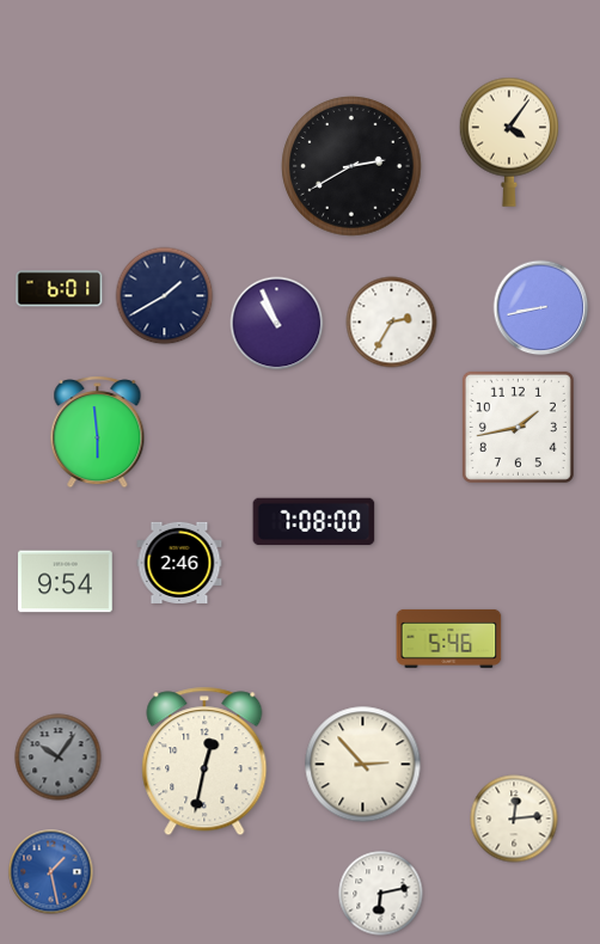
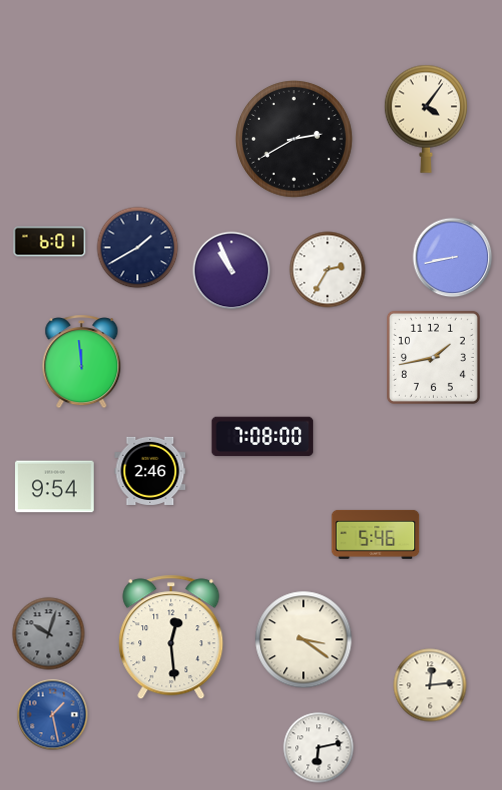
clock at (98, 433): 5:59 -> 11:59
clock at (59, 758): 10:06 -> 10:03
clock at (204, 761): 12:32 -> 12:29
clock at (363, 765): 2:53 -> 3:21
clock at (51, 872) position: (51, 872) -> (53, 715)
